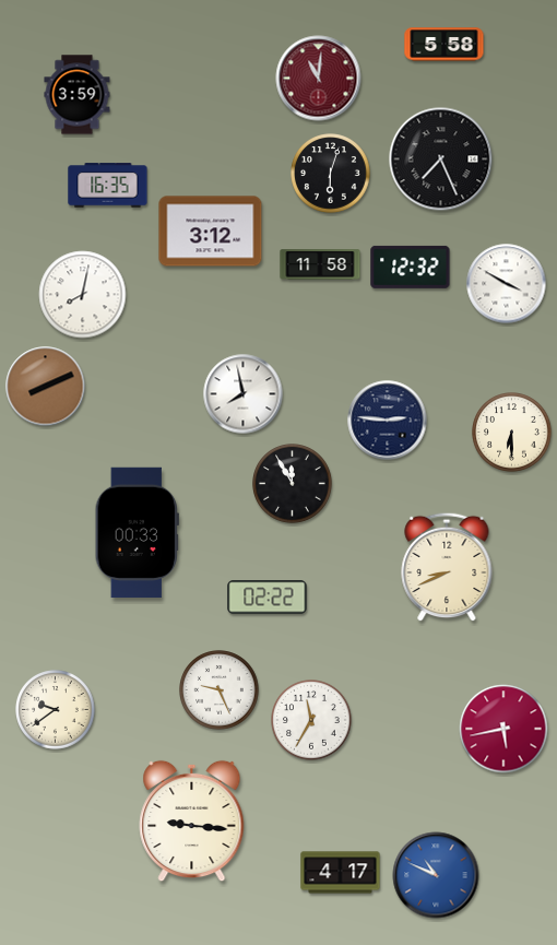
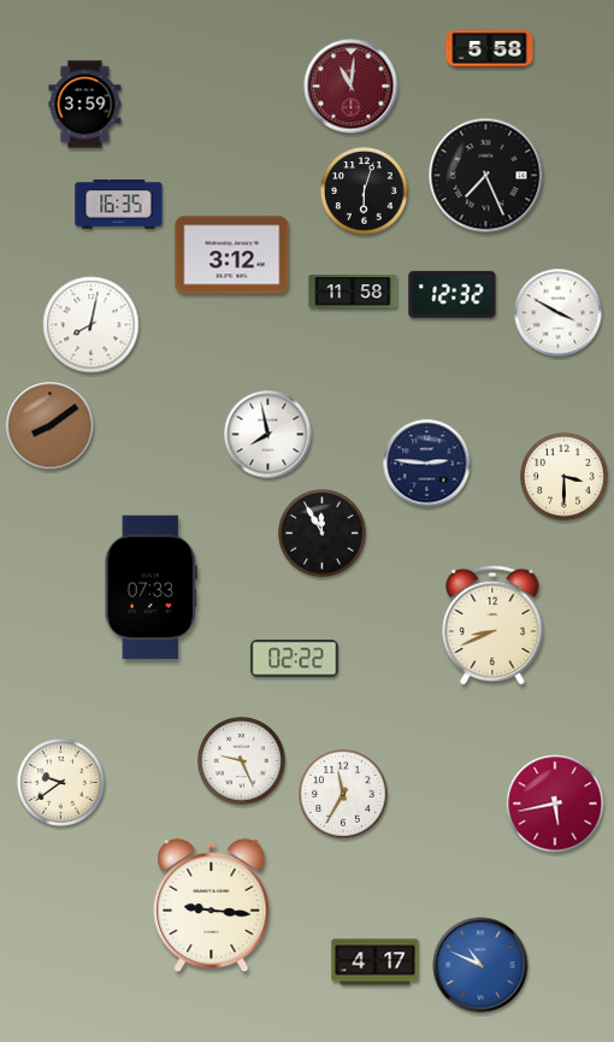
clock at (46, 387): 8:11 -> 8:09
clock at (512, 433): 6:30 -> 3:30
clock at (137, 533): 00:33 -> 07:33
